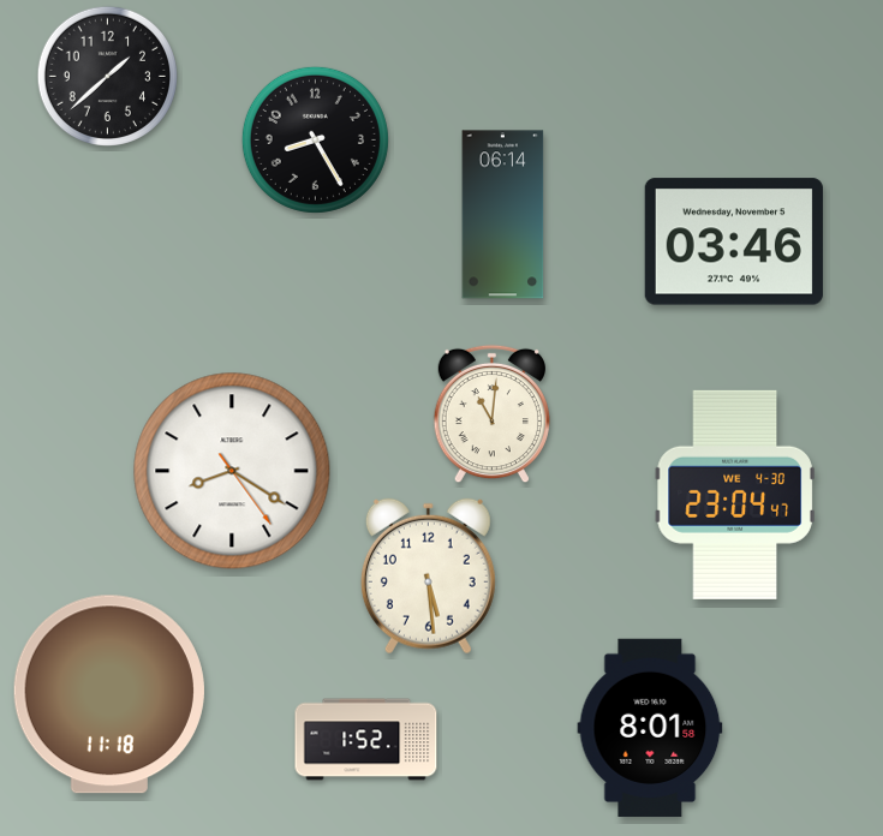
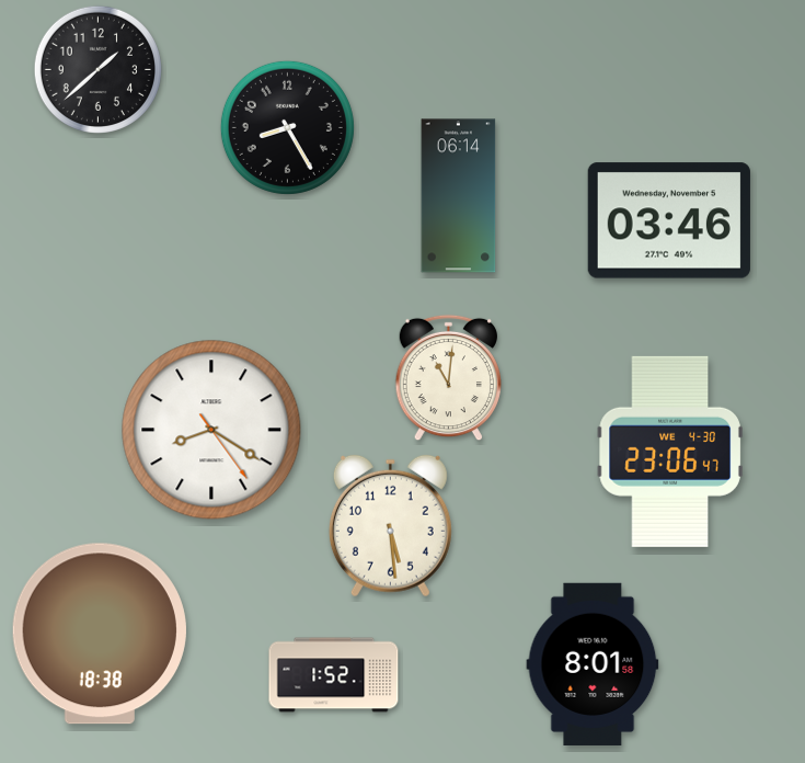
clock at (735, 495): 23:04 -> 23:06
clock at (109, 694): 11:18 -> 18:38
